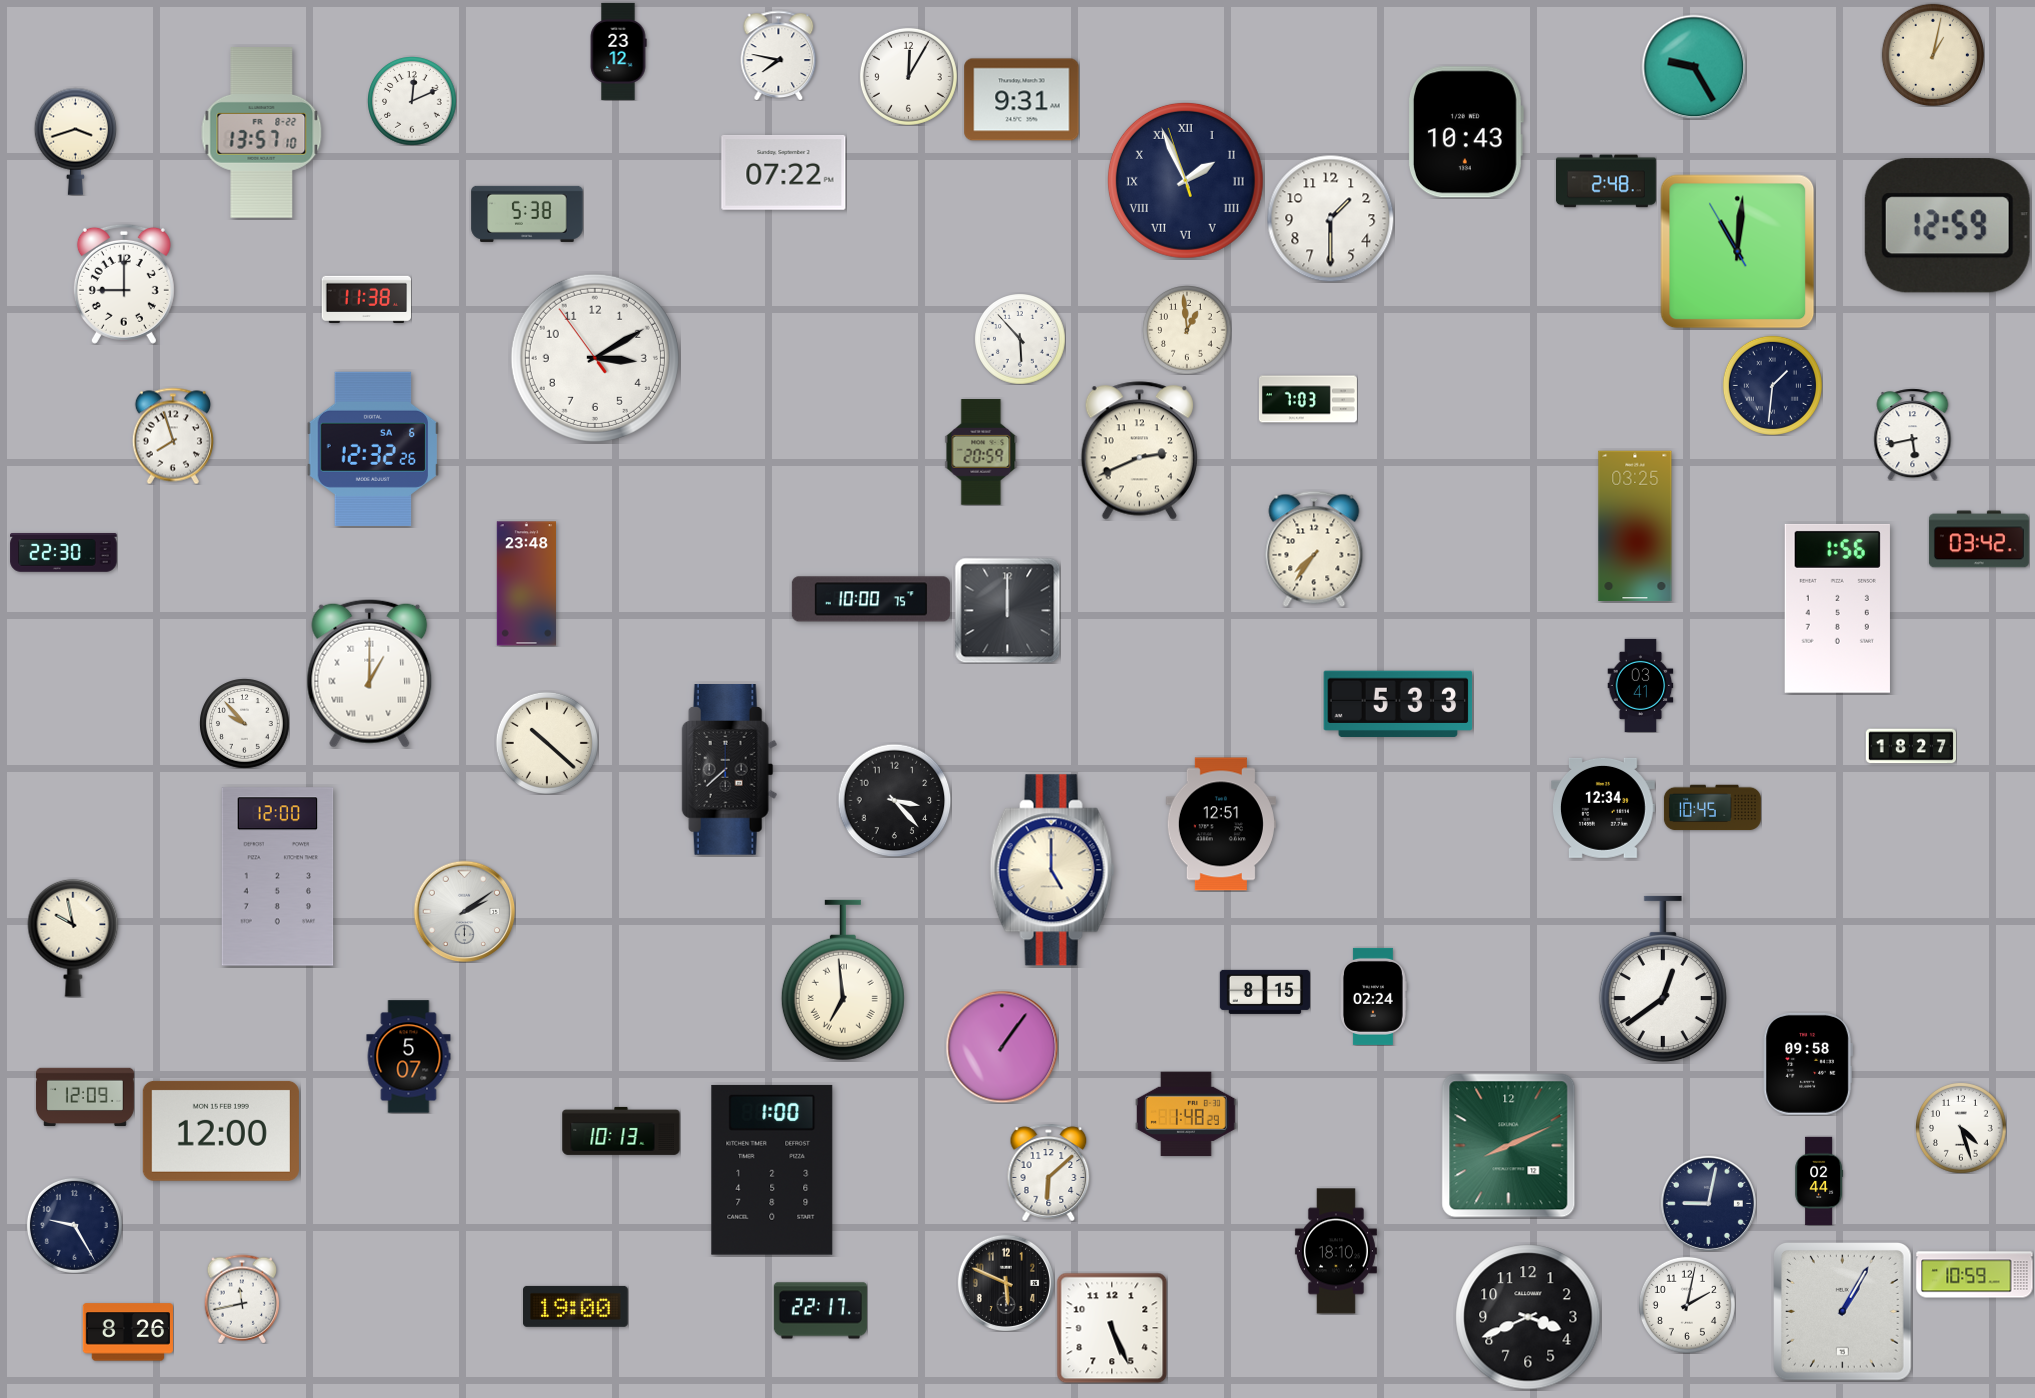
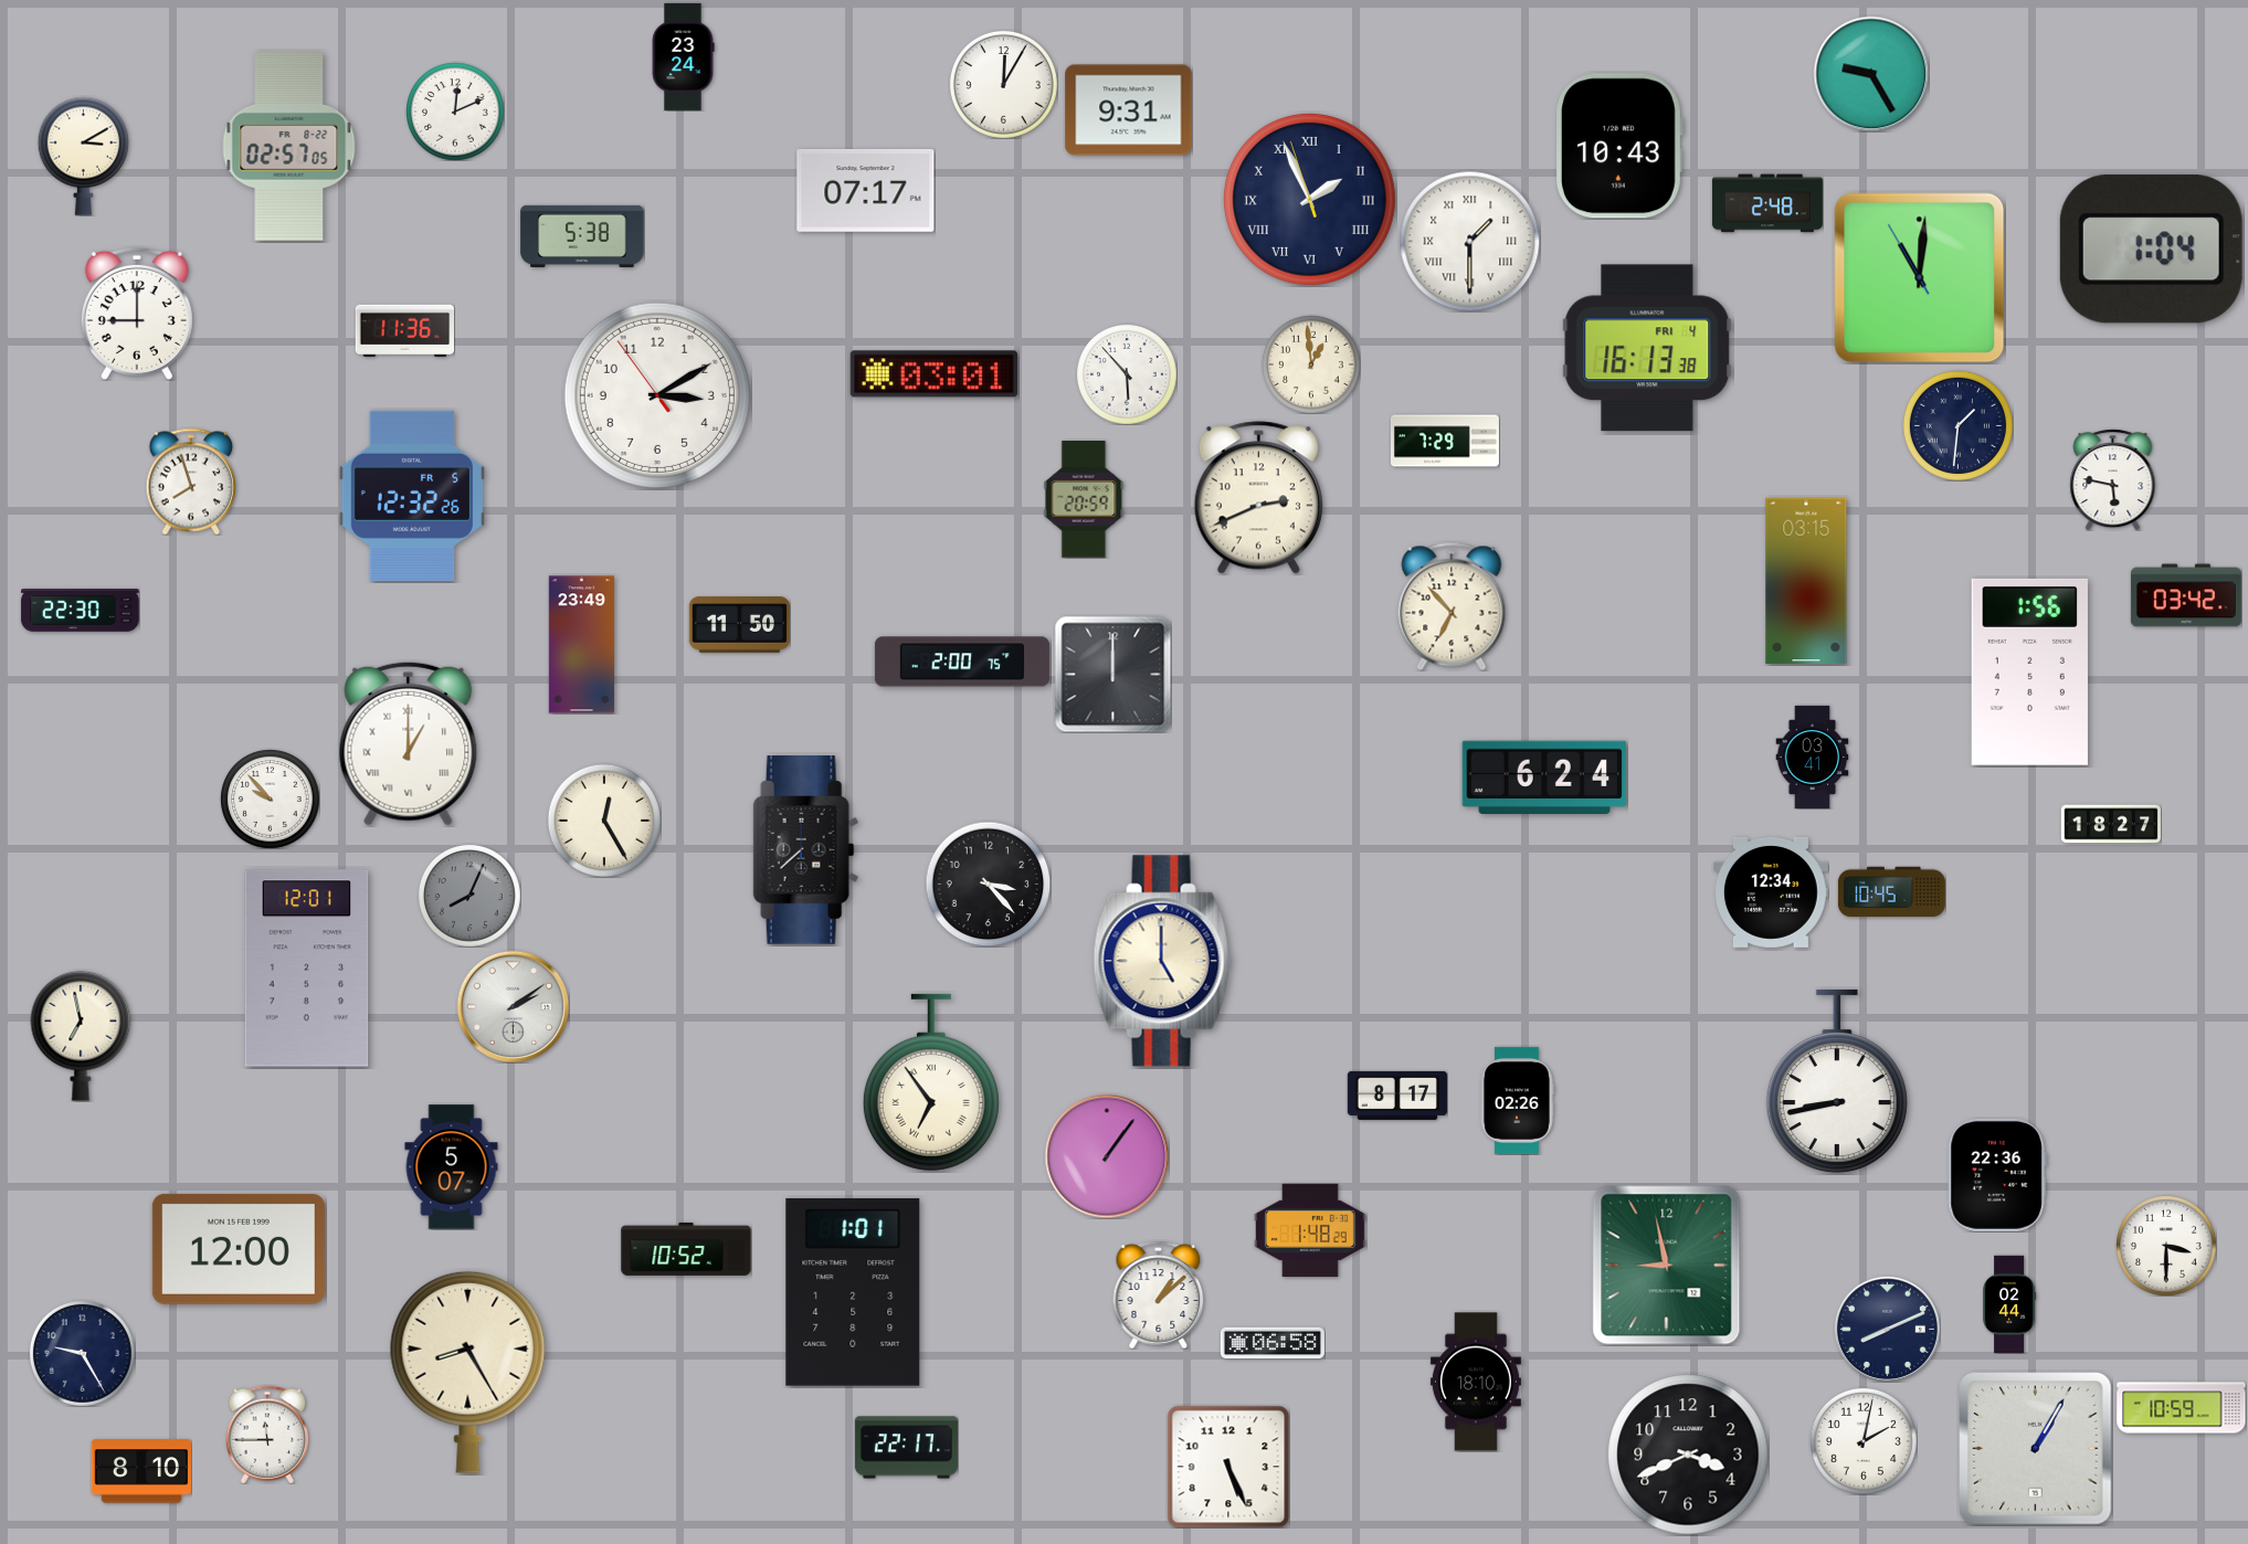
clock at (618, 51): 23:12 -> 23:24
clock at (779, 55): 7:47 -> none
clock at (1933, 55): 1:02 -> none
clock at (262, 133): 13:57 -> 02:57
clock at (75, 141): 3:42 -> 3:10
clock at (784, 172): 07:22 -> 07:17
clock at (1606, 181) position: (1606, 181) -> (1767, 203)
clock at (1330, 218) numerals: Arabic -> Roman
clock at (1947, 226): 12:59 -> 1:04
clock at (366, 300): 11:38 -> 11:36
clock at (1647, 348): none -> 16:13
clock at (933, 374): none -> 03:01
clock at (1308, 399): 7:03 -> 7:29
clock at (1913, 434): 5:43 -> 5:47
clock at (372, 449) date: SA 6 -> FR 5
clock at (1635, 526): 03:25 -> 03:15
clock at (1314, 549): 7:36 -> 6:53
clock at (64, 553) position: (64, 553) -> (81, 611)
clock at (739, 625): none -> 11:50
clock at (526, 584): 23:48 -> 23:49
clock at (871, 599): 10:00 -> 2:00
clock at (1398, 703): 5:33 -> 6:24
clock at (547, 743): 10:22 -> 12:25
clock at (469, 896): none -> 8:04
clock at (1221, 824): 12:51 -> none
clock at (278, 877): 12:00 -> 12:01
clock at (73, 938): 9:58 -> 6:58
clock at (1663, 979): 12:39 -> 8:43
clock at (843, 980): 6:59 -> 6:54
clock at (1265, 992): 8:15 -> 8:17
clock at (1373, 996): 02:24 -> 02:26
clock at (1808, 1064): 09:58 -> 22:36
clock at (85, 1097): 12:09 -> none
clock at (1961, 1128): 4:27 -> 3:30
clock at (221, 1131) position: (221, 1131) -> (239, 1249)
clock at (621, 1131): 10:13 -> 10:52
clock at (1509, 1146): 8:11 -> 8:58
clock at (772, 1170): 1:00 -> 1:01
clock at (1049, 1172): 6:08 -> 1:08
clock at (1708, 1203): 9:02 -> 8:11
clock at (1273, 1343): none -> 06:58
clock at (468, 1372): none -> 8:25
clock at (1006, 1283): 5:49 -> none
clock at (242, 1299): 11:43 -> 11:45
clock at (576, 1306): 19:00 -> none
clock at (128, 1332): 8:26 -> 8:10
